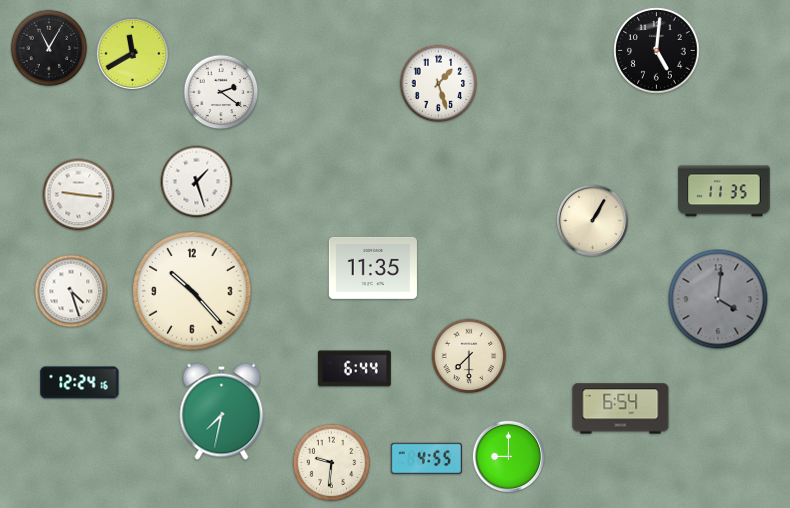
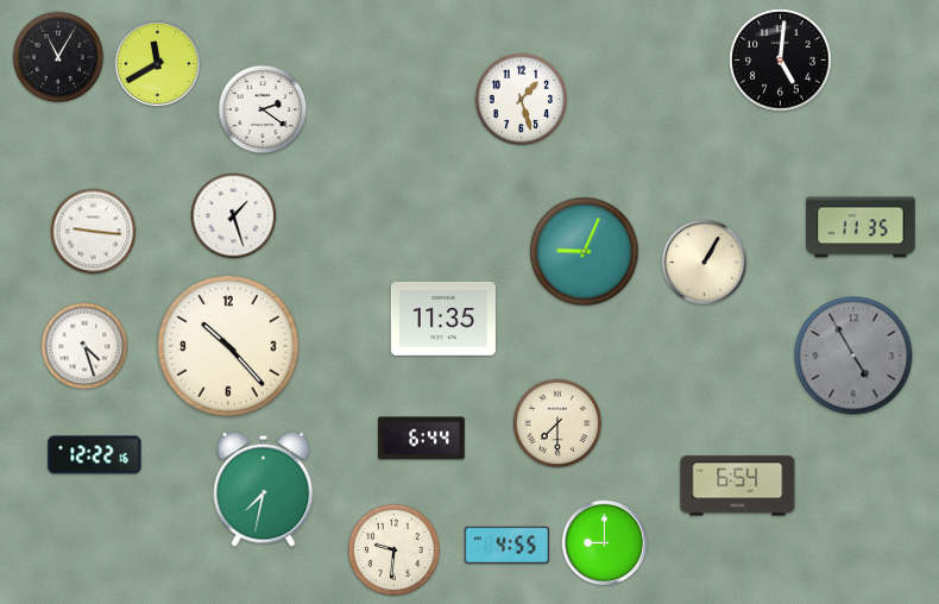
clock at (585, 252): none -> 9:04
clock at (718, 299): 4:01 -> 4:55
clock at (80, 383): 12:24 -> 12:22
